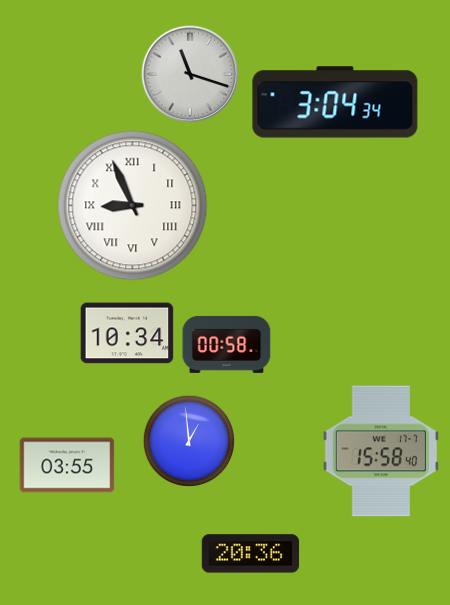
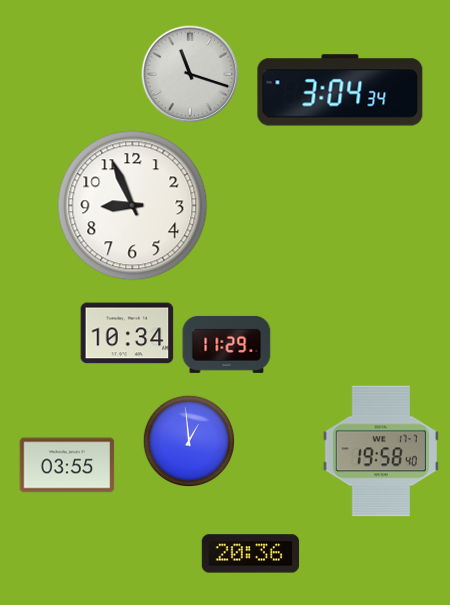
clock at (335, 102) position: (335, 102) -> (340, 90)
clock at (133, 206) numerals: Roman -> Arabic
clock at (227, 344): 00:58 -> 11:29
clock at (381, 451): 15:58 -> 19:58
